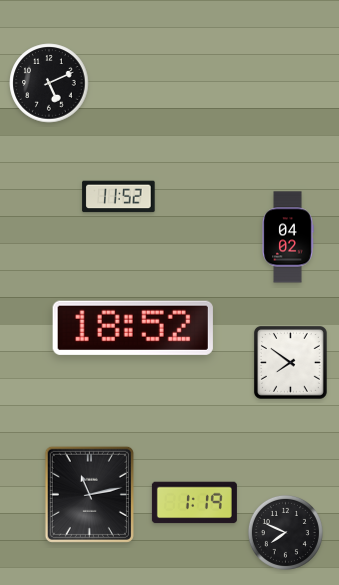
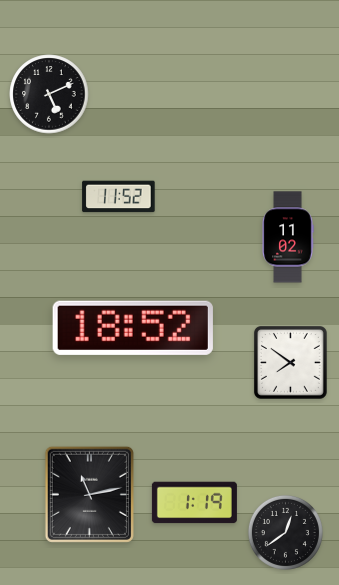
clock at (49, 83) position: (49, 83) -> (49, 94)
clock at (288, 237): 04:02 -> 11:02
clock at (285, 532): 7:49 -> 12:39
